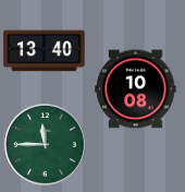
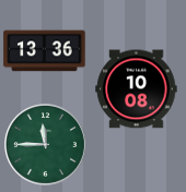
clock at (45, 51): 13:40 -> 13:36
